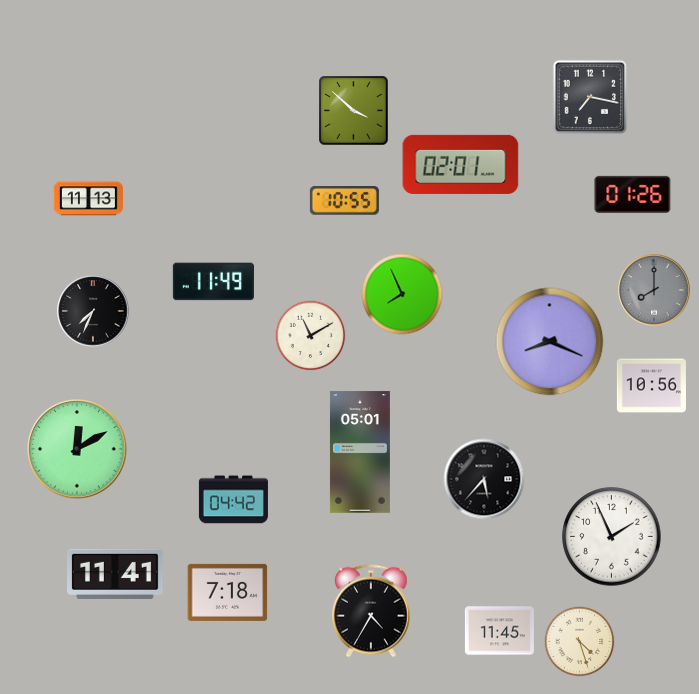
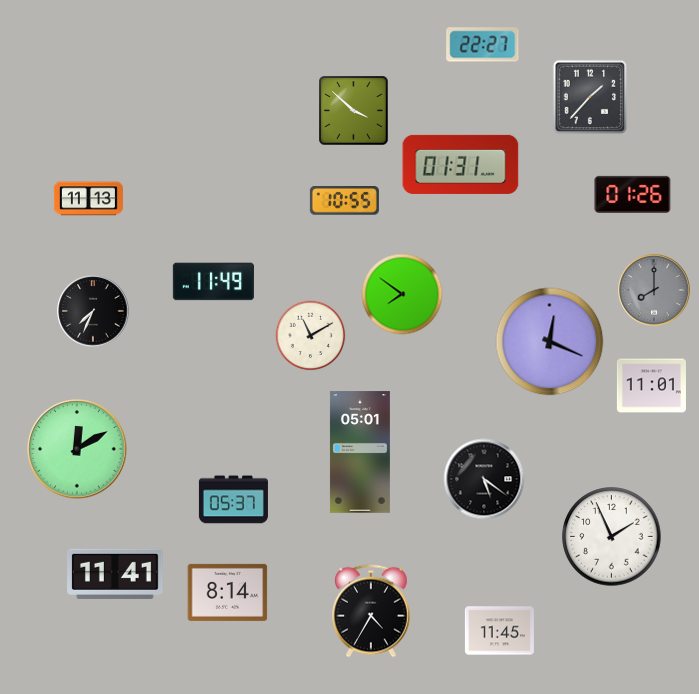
clock at (483, 45): none -> 22:27
clock at (590, 97): 7:17 -> 1:37
clock at (461, 164): 02:01 -> 01:31
clock at (402, 294): 7:56 -> 7:51
clock at (550, 342): 8:19 -> 12:19
clock at (651, 386): 10:56 -> 11:01
clock at (484, 479): 5:37 -> 5:21
clock at (233, 500): 04:42 -> 05:37
clock at (228, 592): 7:18 -> 8:14
clock at (580, 642): 4:27 -> none
